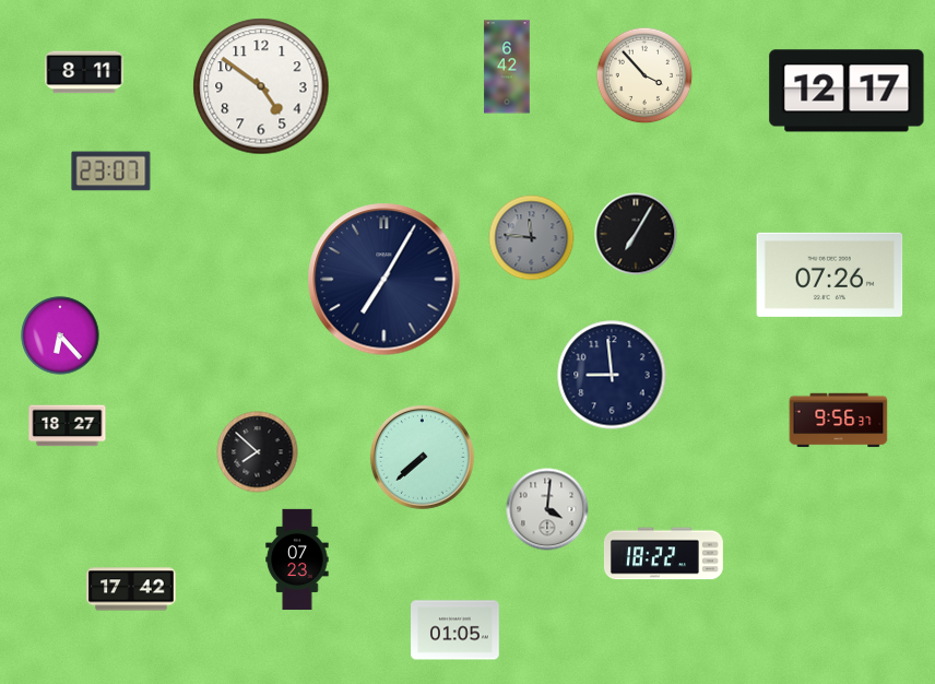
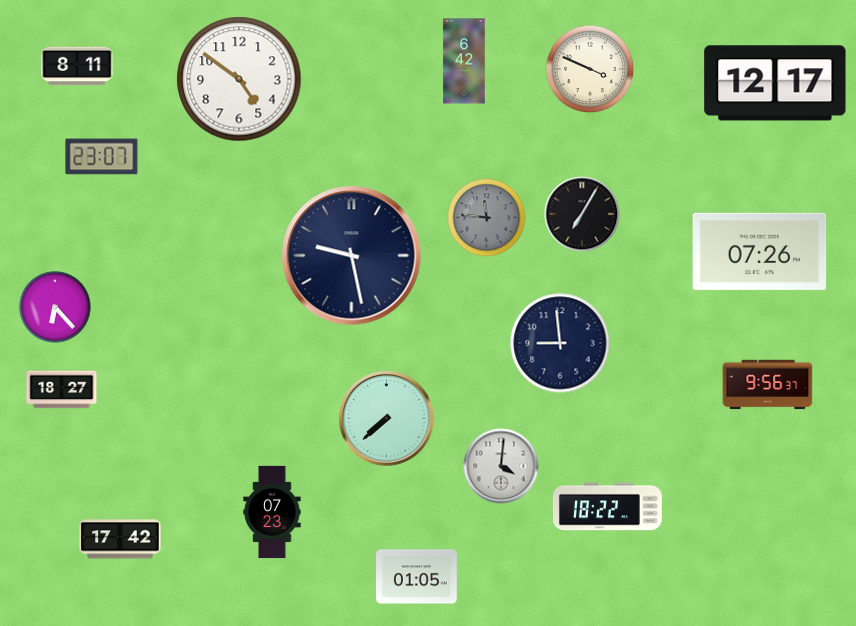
clock at (644, 75): 3:53 -> 3:49
clock at (384, 280): 7:05 -> 9:28
clock at (258, 452): 7:52 -> none
